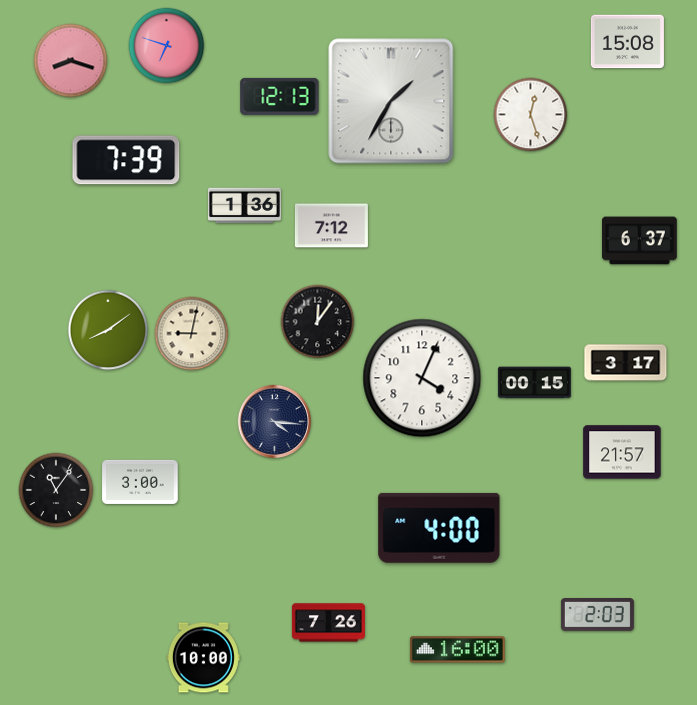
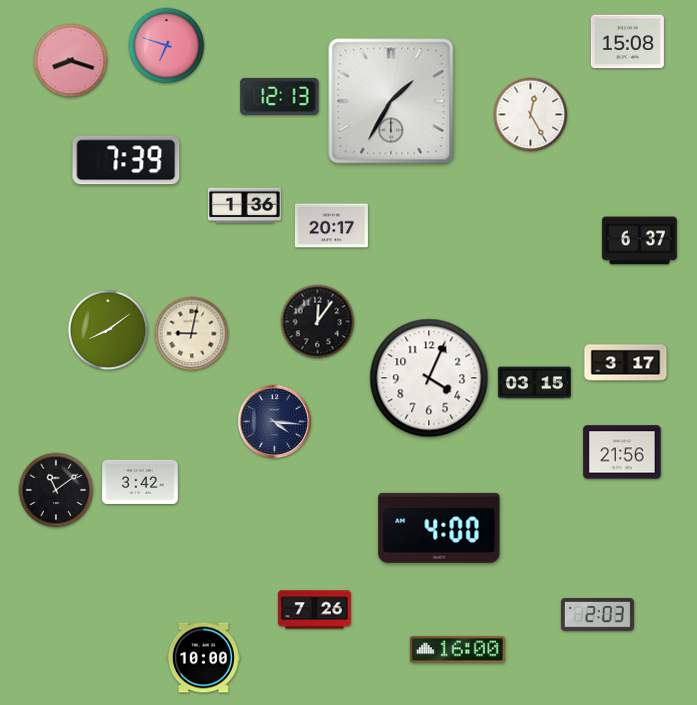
clock at (531, 115): 12:27 -> 12:25
clock at (331, 226): 7:12 -> 20:17
clock at (422, 378) position: (422, 378) -> (429, 378)
clock at (534, 383): 00:15 -> 03:15
clock at (622, 452): 21:57 -> 21:56
clock at (140, 482): 3:00 -> 3:42
clock at (56, 490): 11:06 -> 11:09
clock at (328, 623) position: (328, 623) -> (314, 610)
